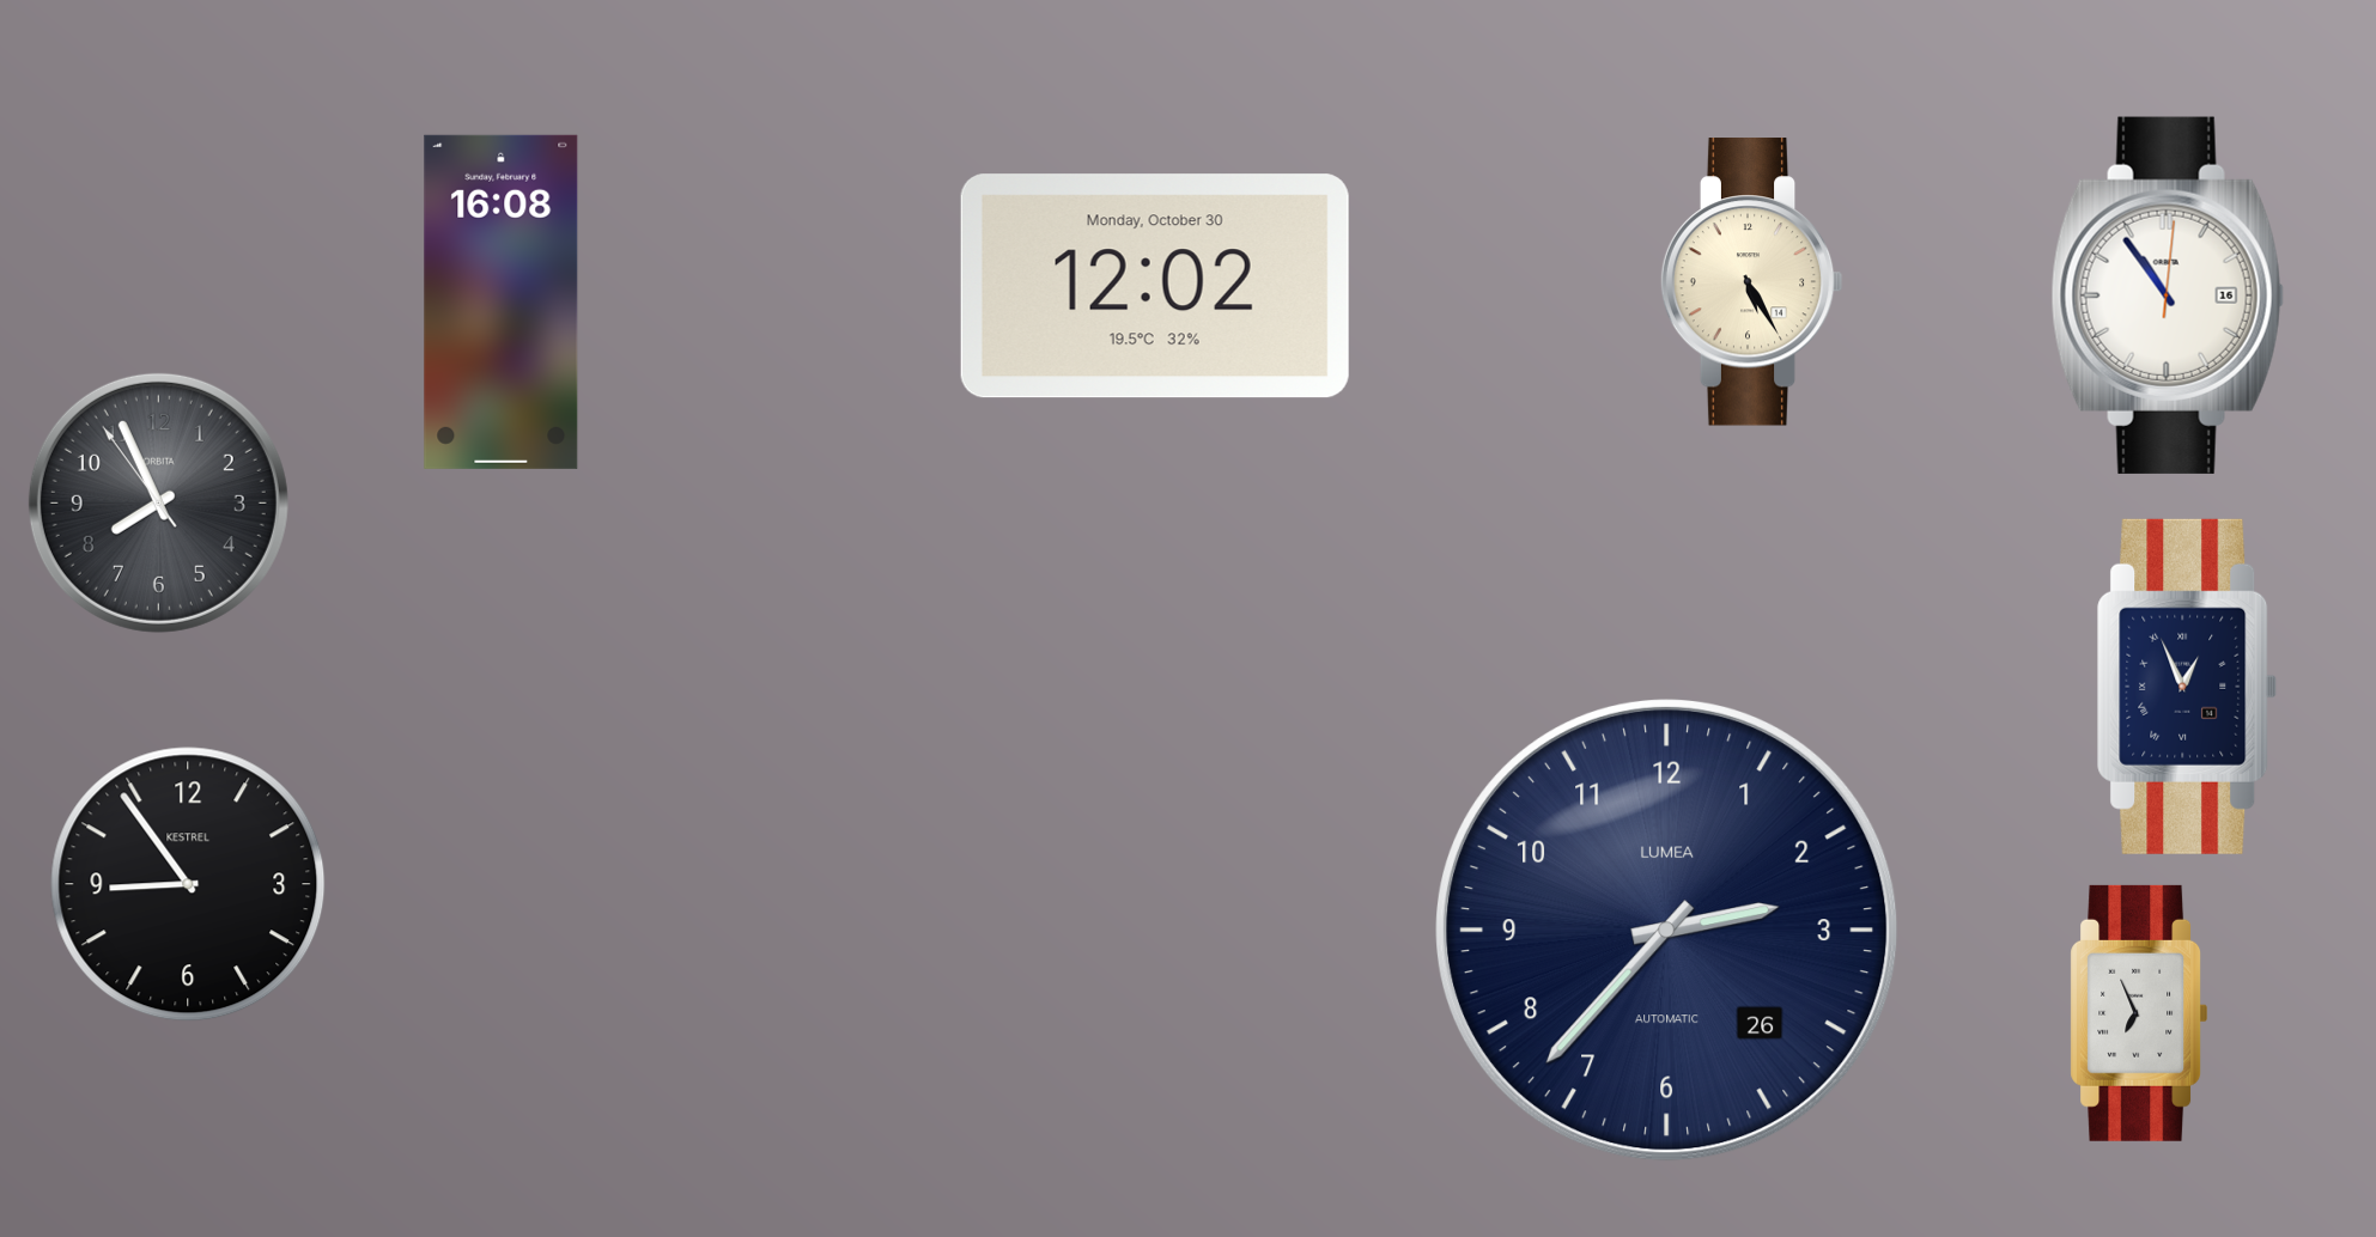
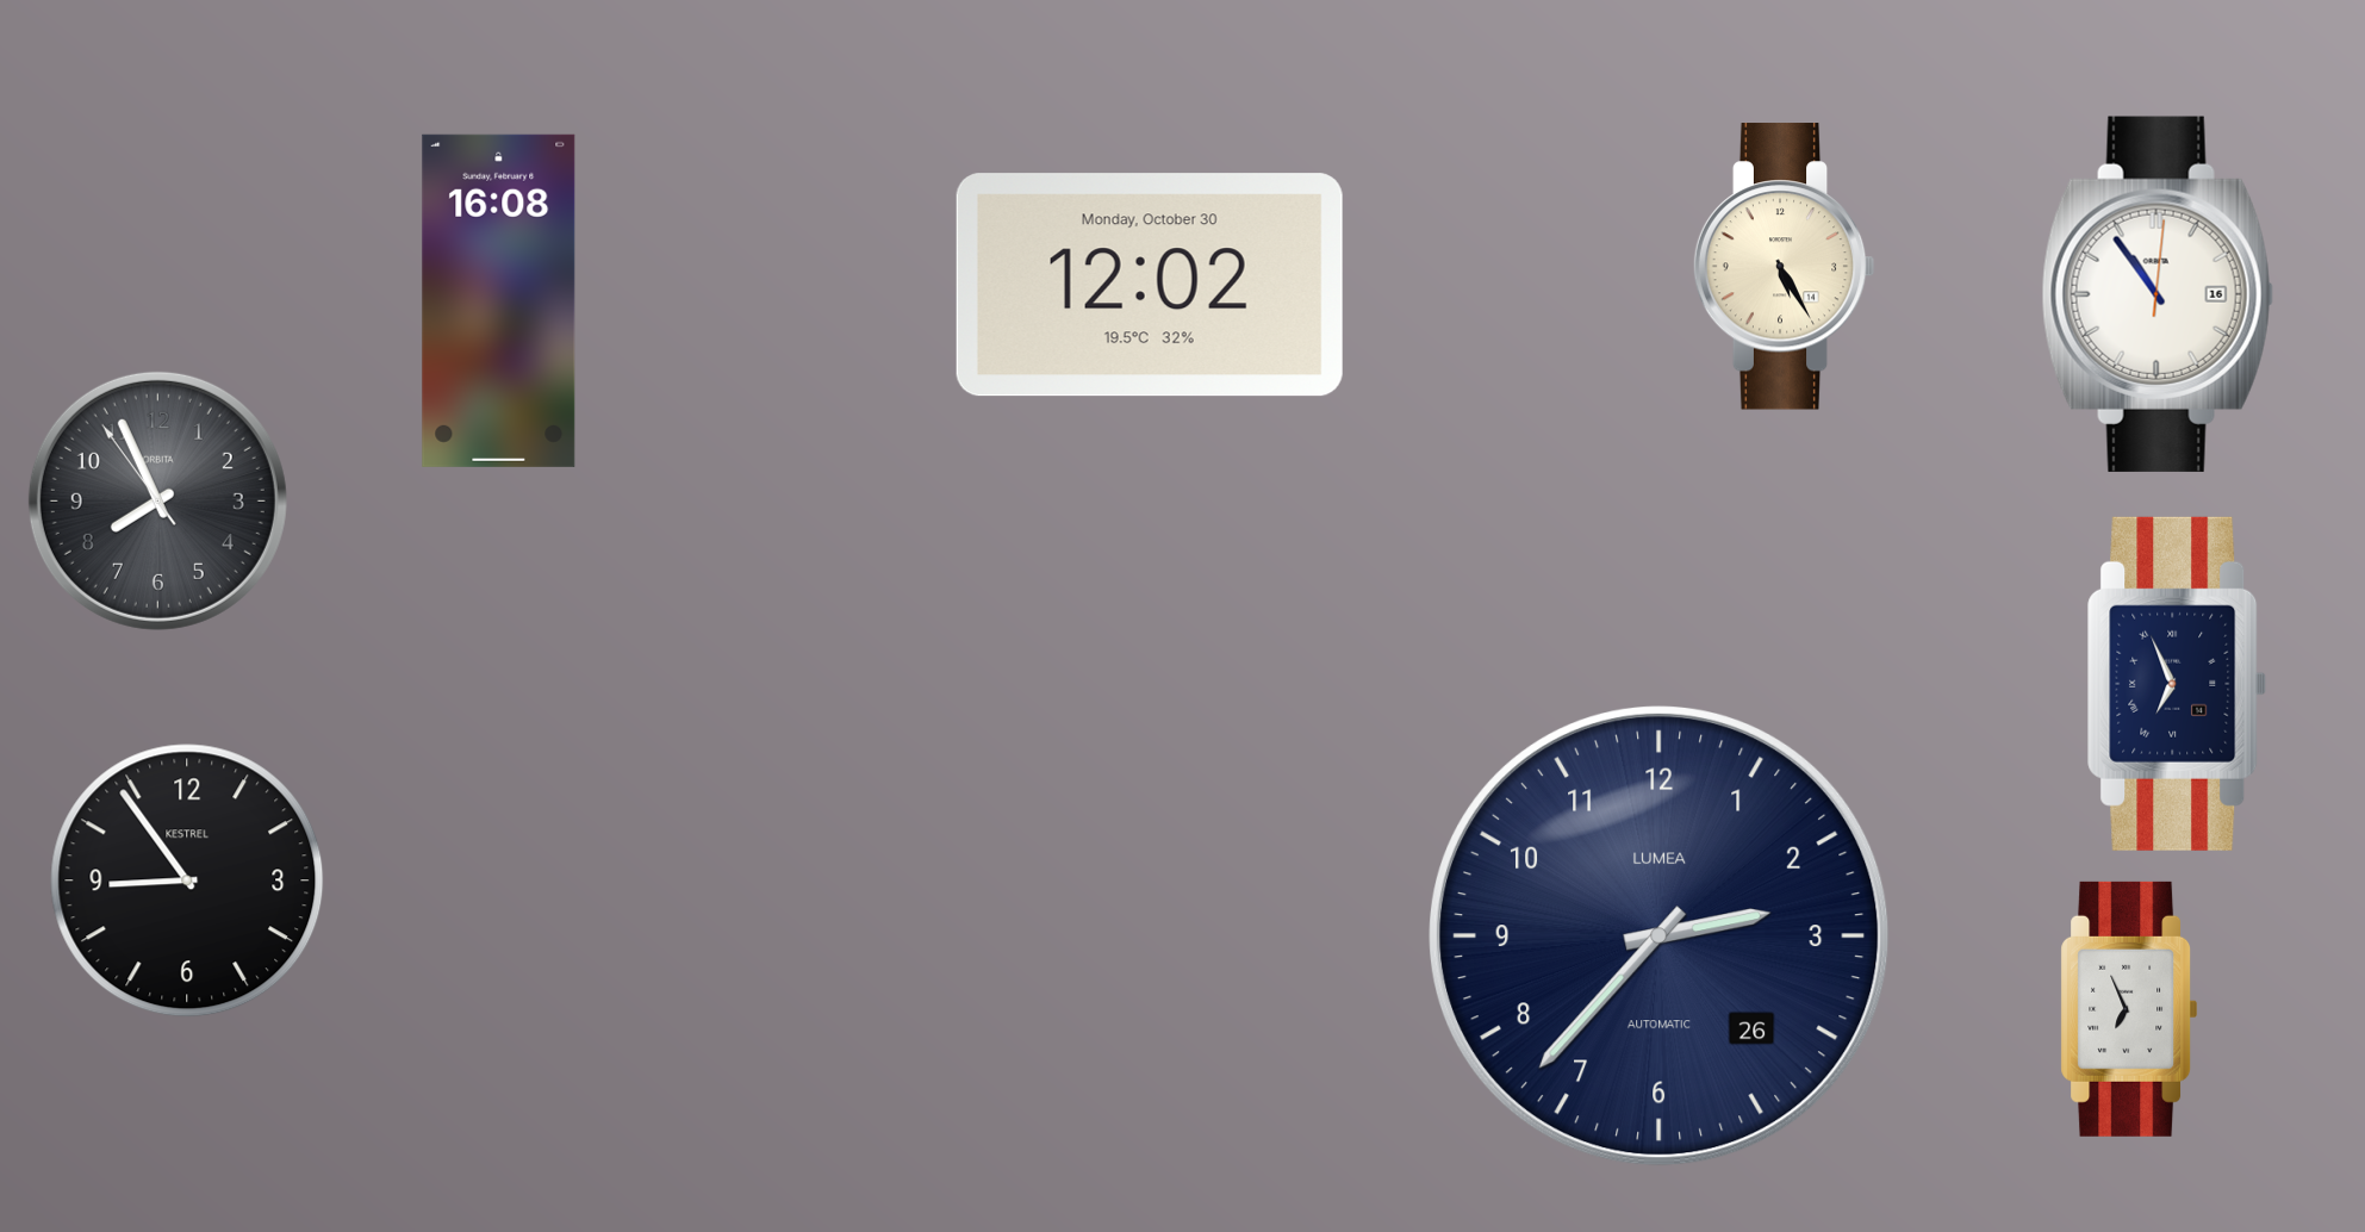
clock at (1751, 282) position: (1751, 282) -> (1784, 267)
clock at (2187, 687): 12:56 -> 6:56
clock at (1667, 931) position: (1667, 931) -> (1660, 937)
